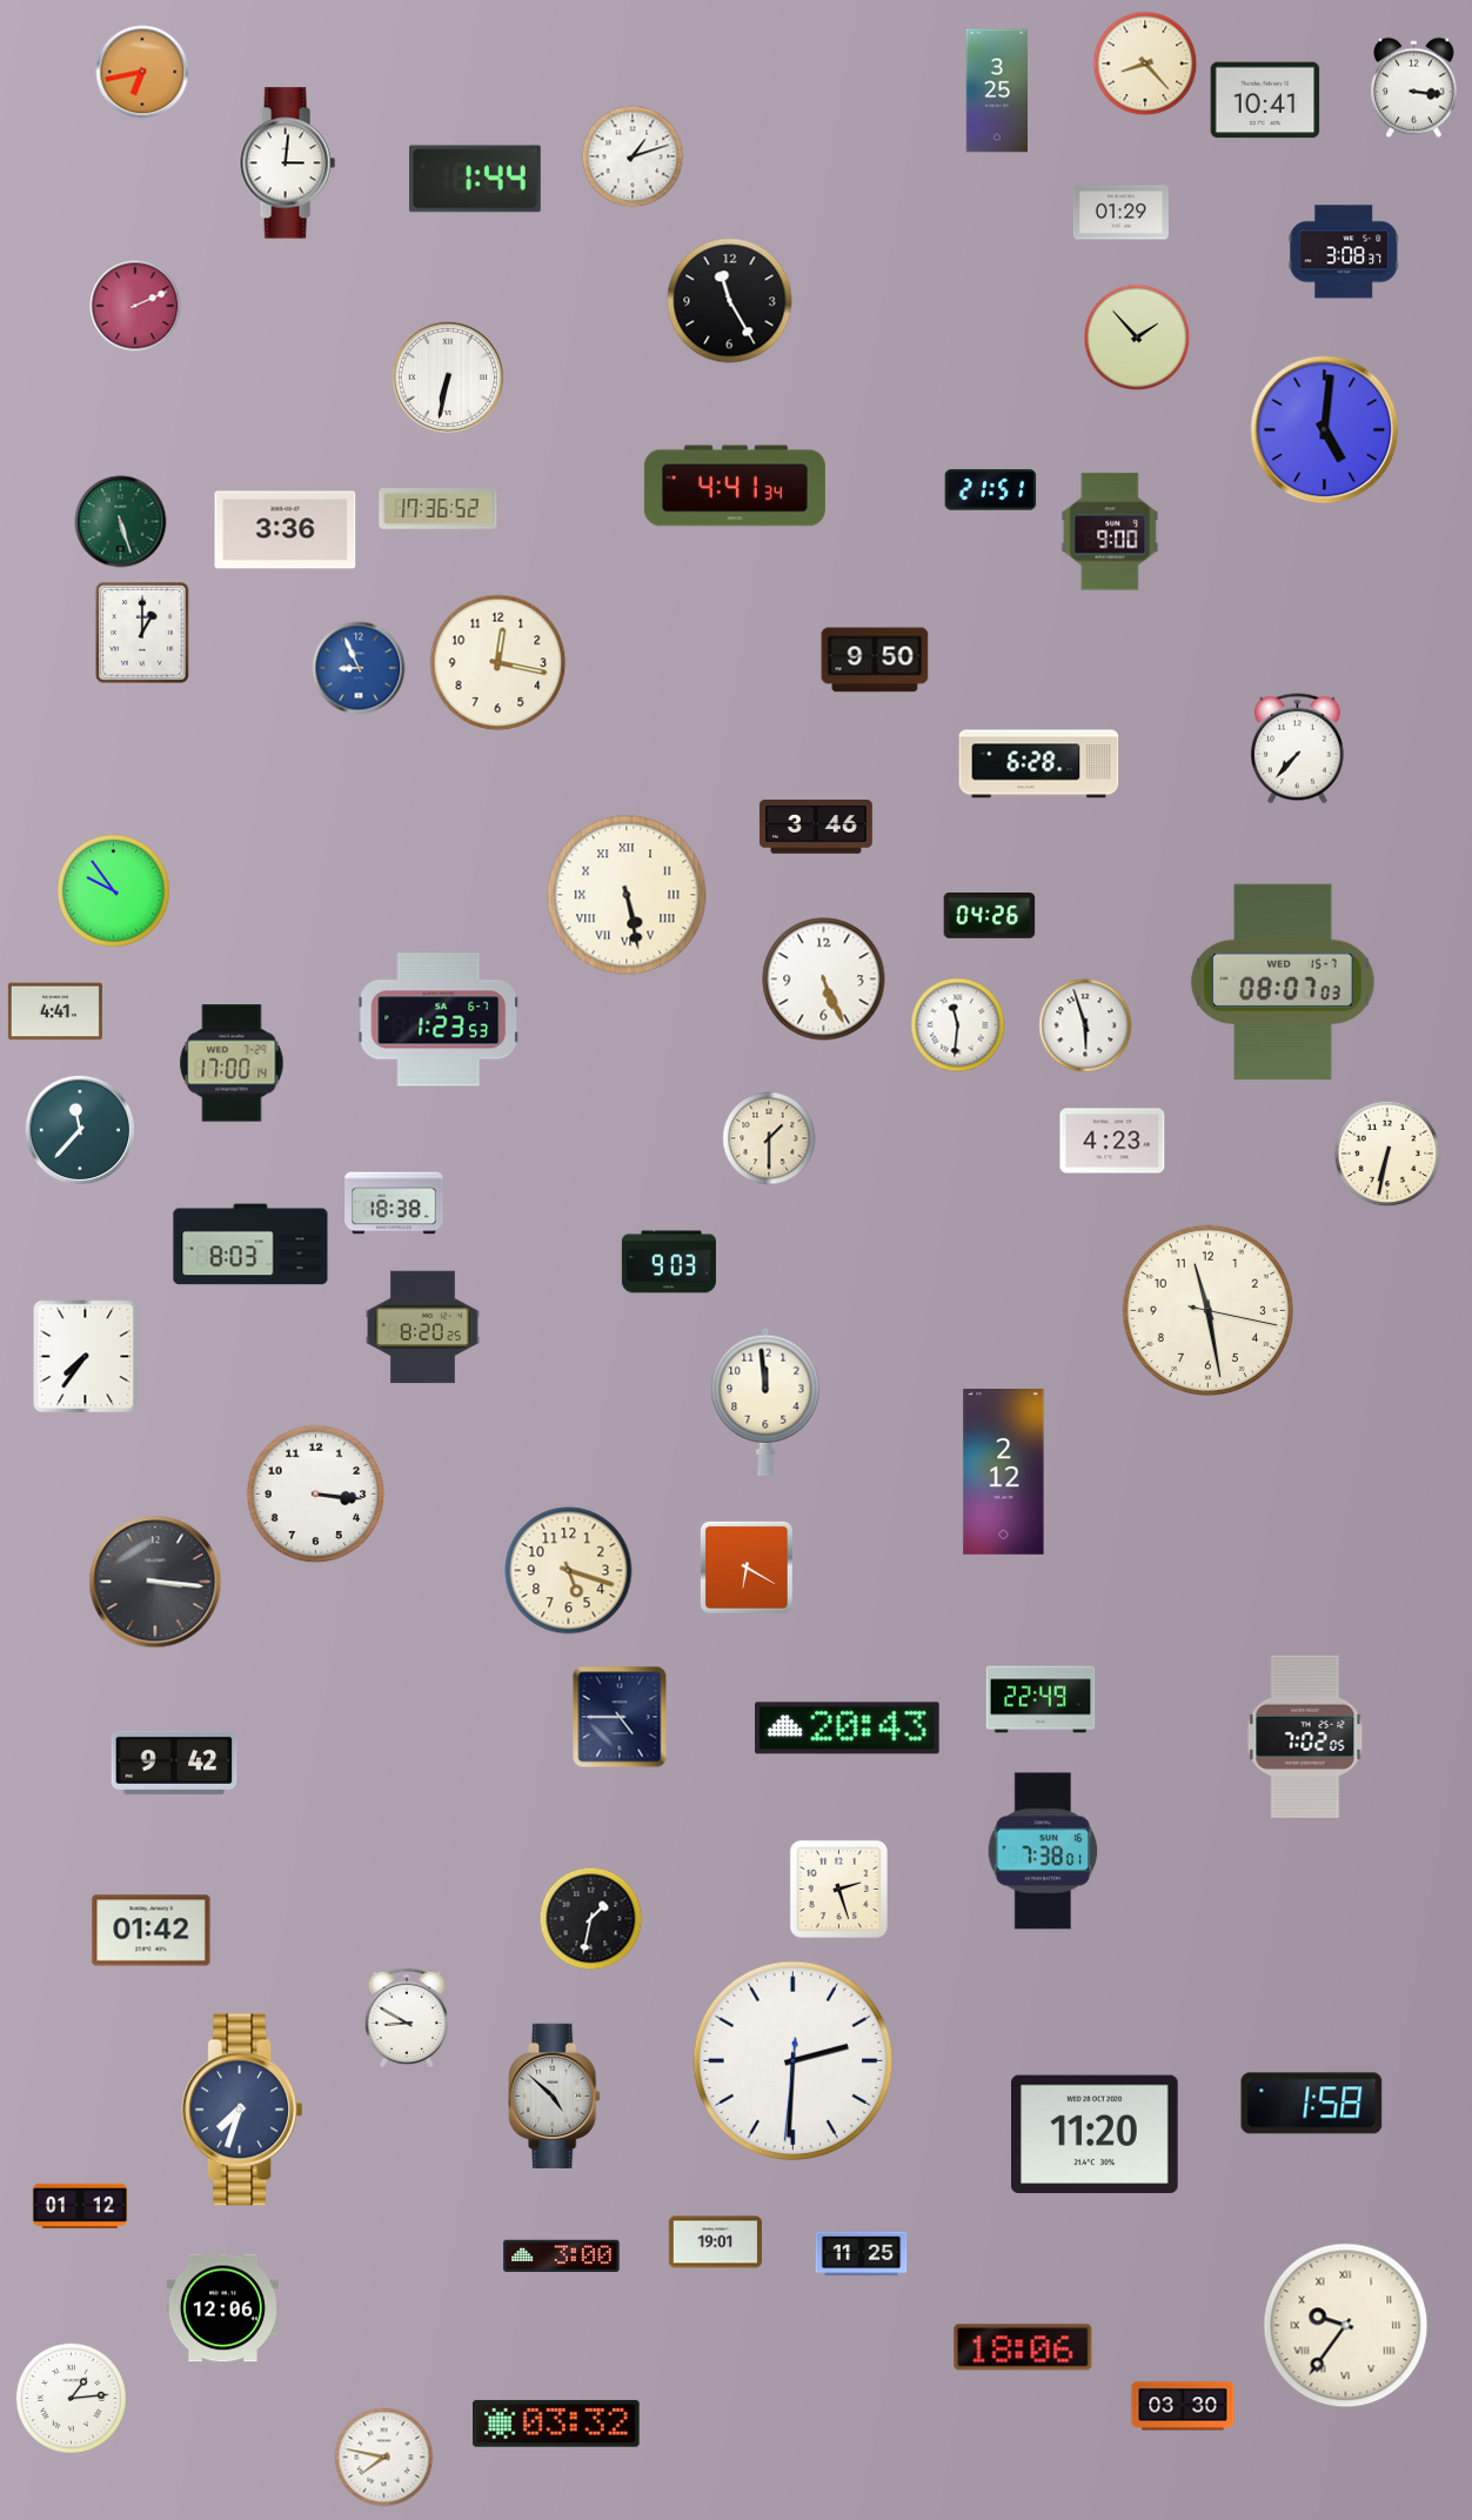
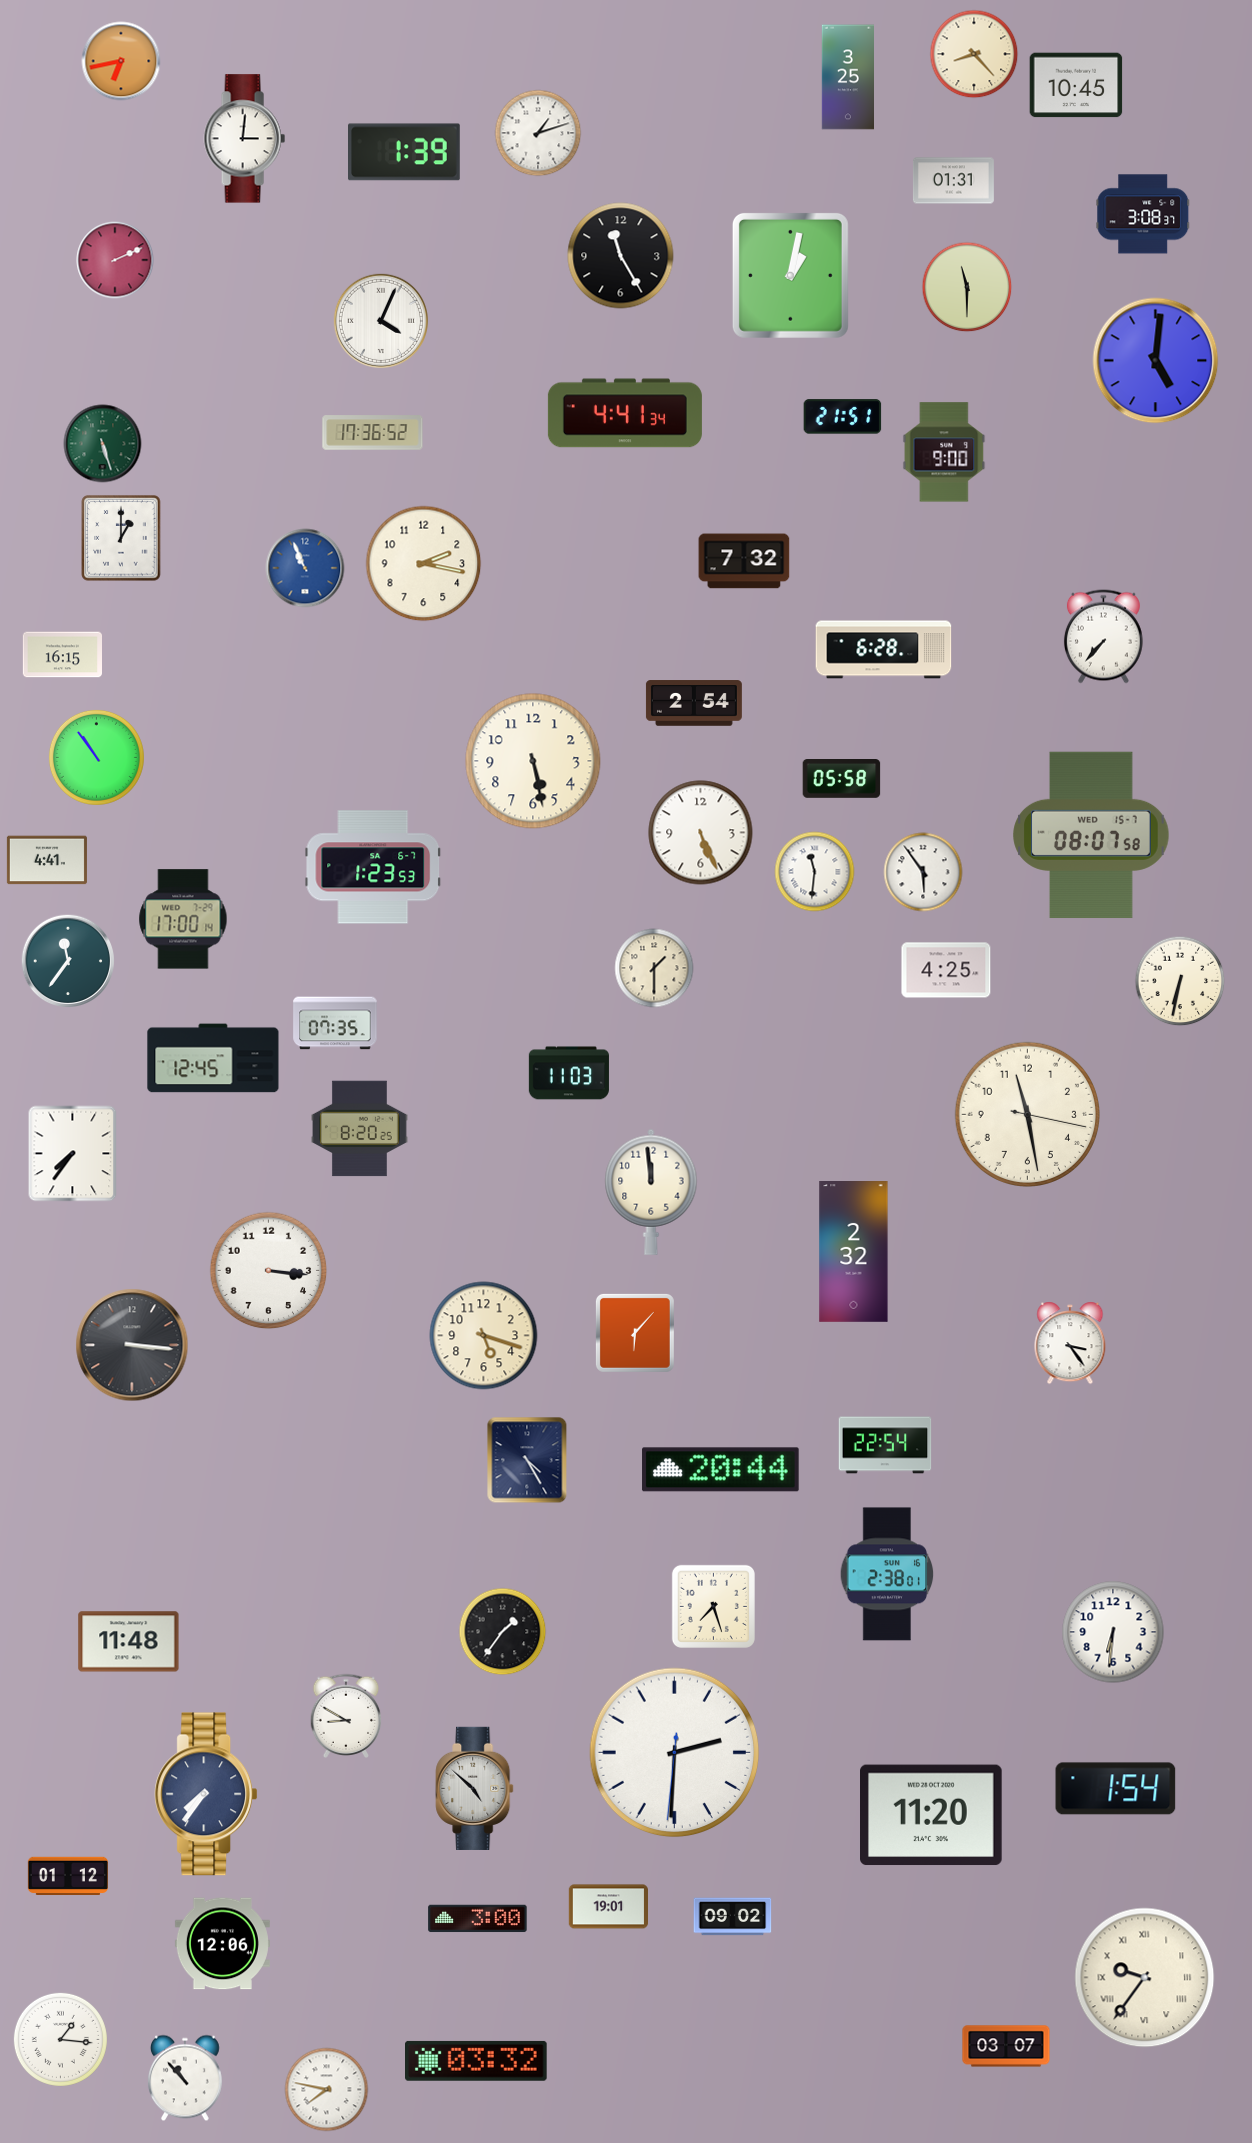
clock at (1414, 88): 3:16 -> none
clock at (1265, 100): 10:41 -> 10:45
clock at (476, 179): 1:44 -> 1:39
clock at (1120, 213): 01:29 -> 01:31
clock at (790, 275): none -> 1:02
clock at (1137, 337): 1:53 -> 11:30
clock at (448, 377): 6:32 -> 4:04
clock at (1325, 430) position: (1325, 430) -> (1156, 361)
clock at (286, 530): 3:36 -> none
clock at (875, 660): 9:50 -> 7:32
clock at (499, 663): 12:17 -> 2:17
clock at (359, 668): 8:56 -> 10:56
clock at (62, 655): none -> 16:15
clock at (816, 827): 3:46 -> 2:54
clock at (113, 890): 9:54 -> 10:54
clock at (627, 895) numerals: Roman -> Arabic
clock at (990, 916): 04:26 -> 05:58
clock at (1283, 982): 08:07:03 -> 08:07:58
clock at (1085, 1025): 5:57 -> 5:54
clock at (232, 1063) position: (232, 1063) -> (183, 919)
clock at (79, 1129): 11:37 -> 11:36
clock at (1112, 1141): 4:23 -> 4:25
clock at (394, 1203): 18:38 -> 07:35
clock at (250, 1244): 8:03 -> 12:45
clock at (669, 1262): 9:03 -> 11:03
clock at (1004, 1472): 2:12 -> 2:32
clock at (747, 1568): 6:20 -> 6:07
clock at (1070, 1343): none -> 3:24
clock at (1041, 1699): 22:49 -> 22:54
clock at (620, 1717): 4:45 -> 4:25
clock at (848, 1729): 20:43 -> 20:44
clock at (1305, 1737): 7:02 -> none
clock at (174, 1763): 9:42 -> none
clock at (1043, 1851): 7:38 -> 2:38
clock at (838, 1889): 2:27 -> 7:27
clock at (591, 1919): 1:32 -> 1:36
clock at (1113, 1632): none -> 6:31
clock at (152, 1931): 01:42 -> 11:48
clock at (555, 2095) position: (555, 2095) -> (475, 1788)
clock at (1312, 2104): 1:58 -> 1:54
clock at (242, 2110): 7:33 -> 7:36
clock at (862, 2254): 11:25 -> 09:02
clock at (222, 2308) position: (222, 2308) -> (222, 1944)
clock at (1023, 2347): 18:06 -> none
clock at (71, 2398): 1:14 -> 1:16
clock at (1183, 2406): 03:30 -> 03:07
clock at (557, 2424) position: (557, 2424) -> (477, 2061)
clock at (185, 2078): none -> 10:53
